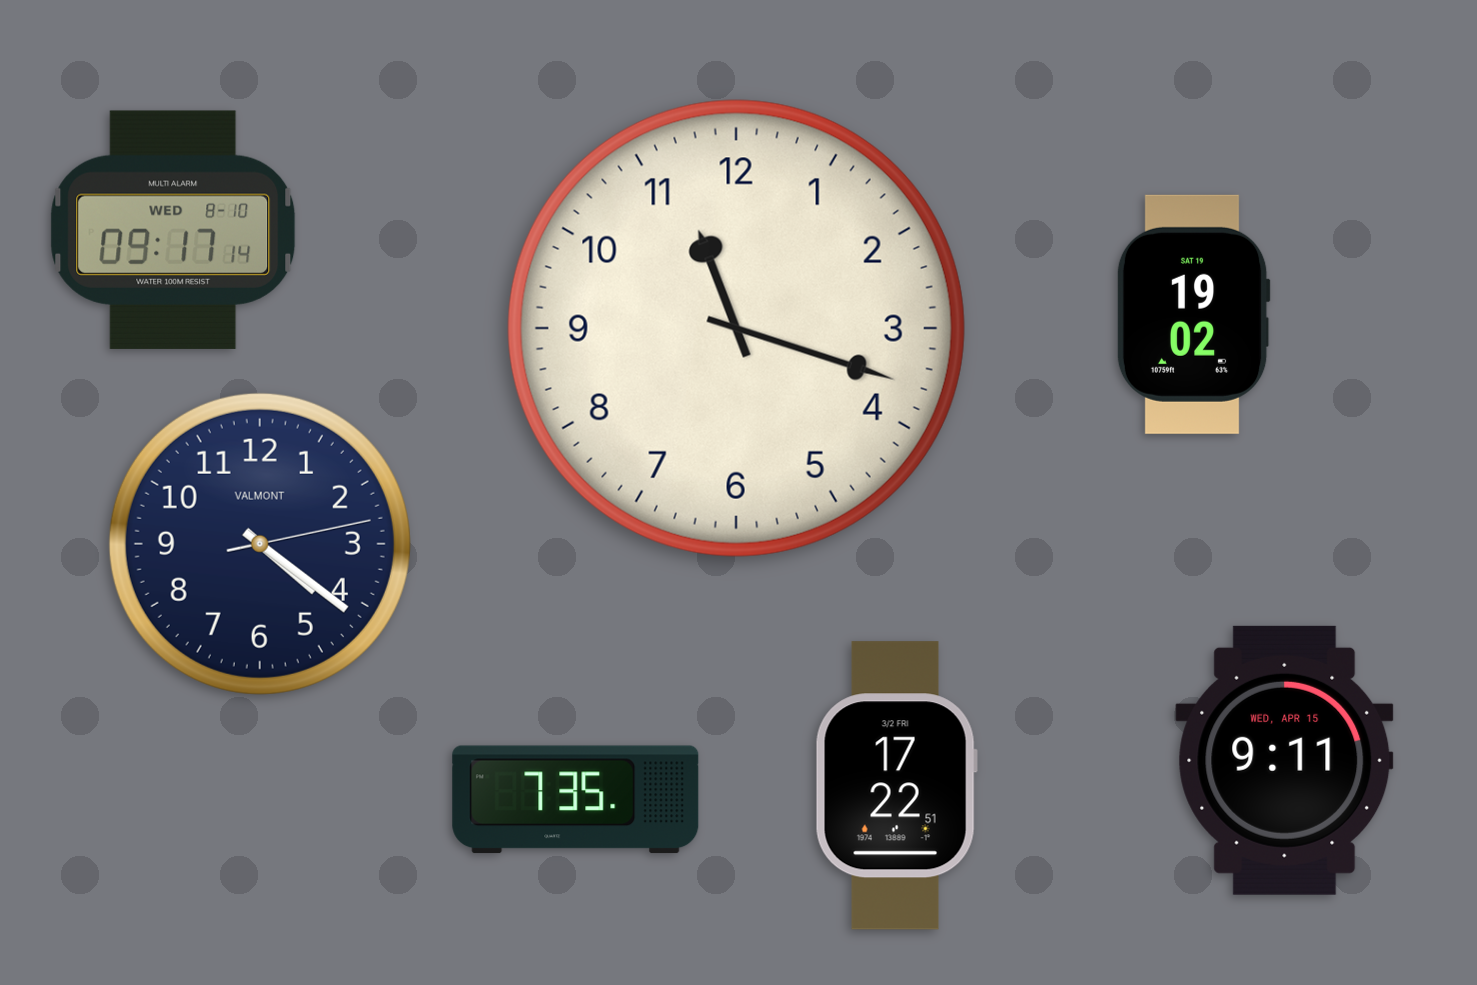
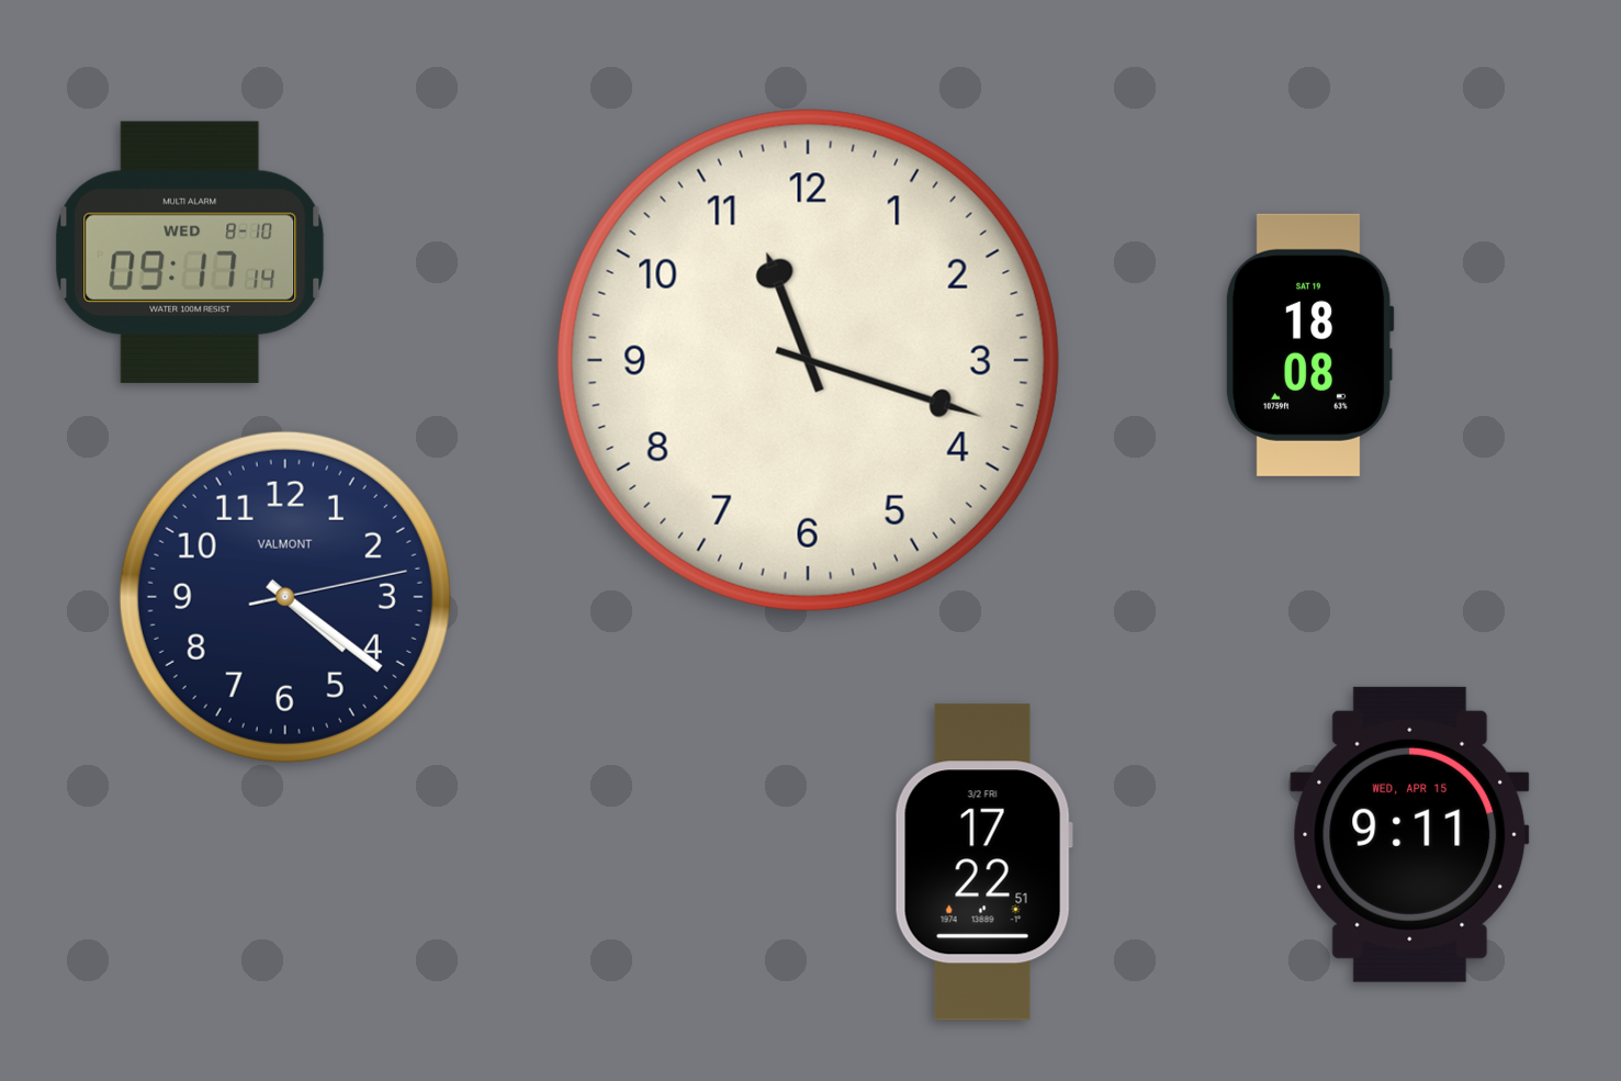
clock at (1193, 314): 19:02 -> 18:08
clock at (576, 800): 7:35 -> none
